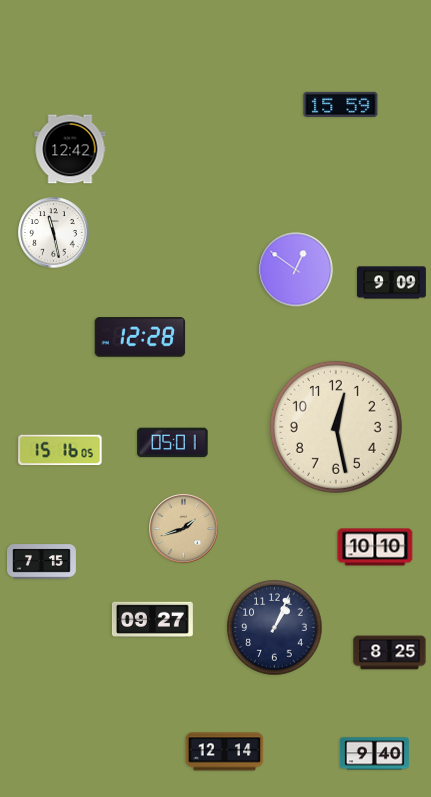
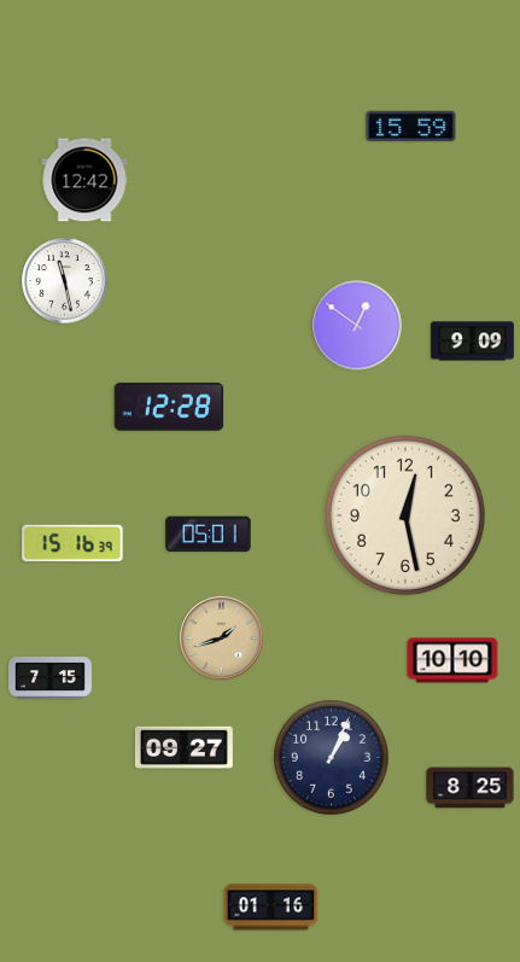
clock at (60, 450): 15:16:05 -> 15:16:39
clock at (225, 752): 12:14 -> 01:16
clock at (375, 754): 9:40 -> none
